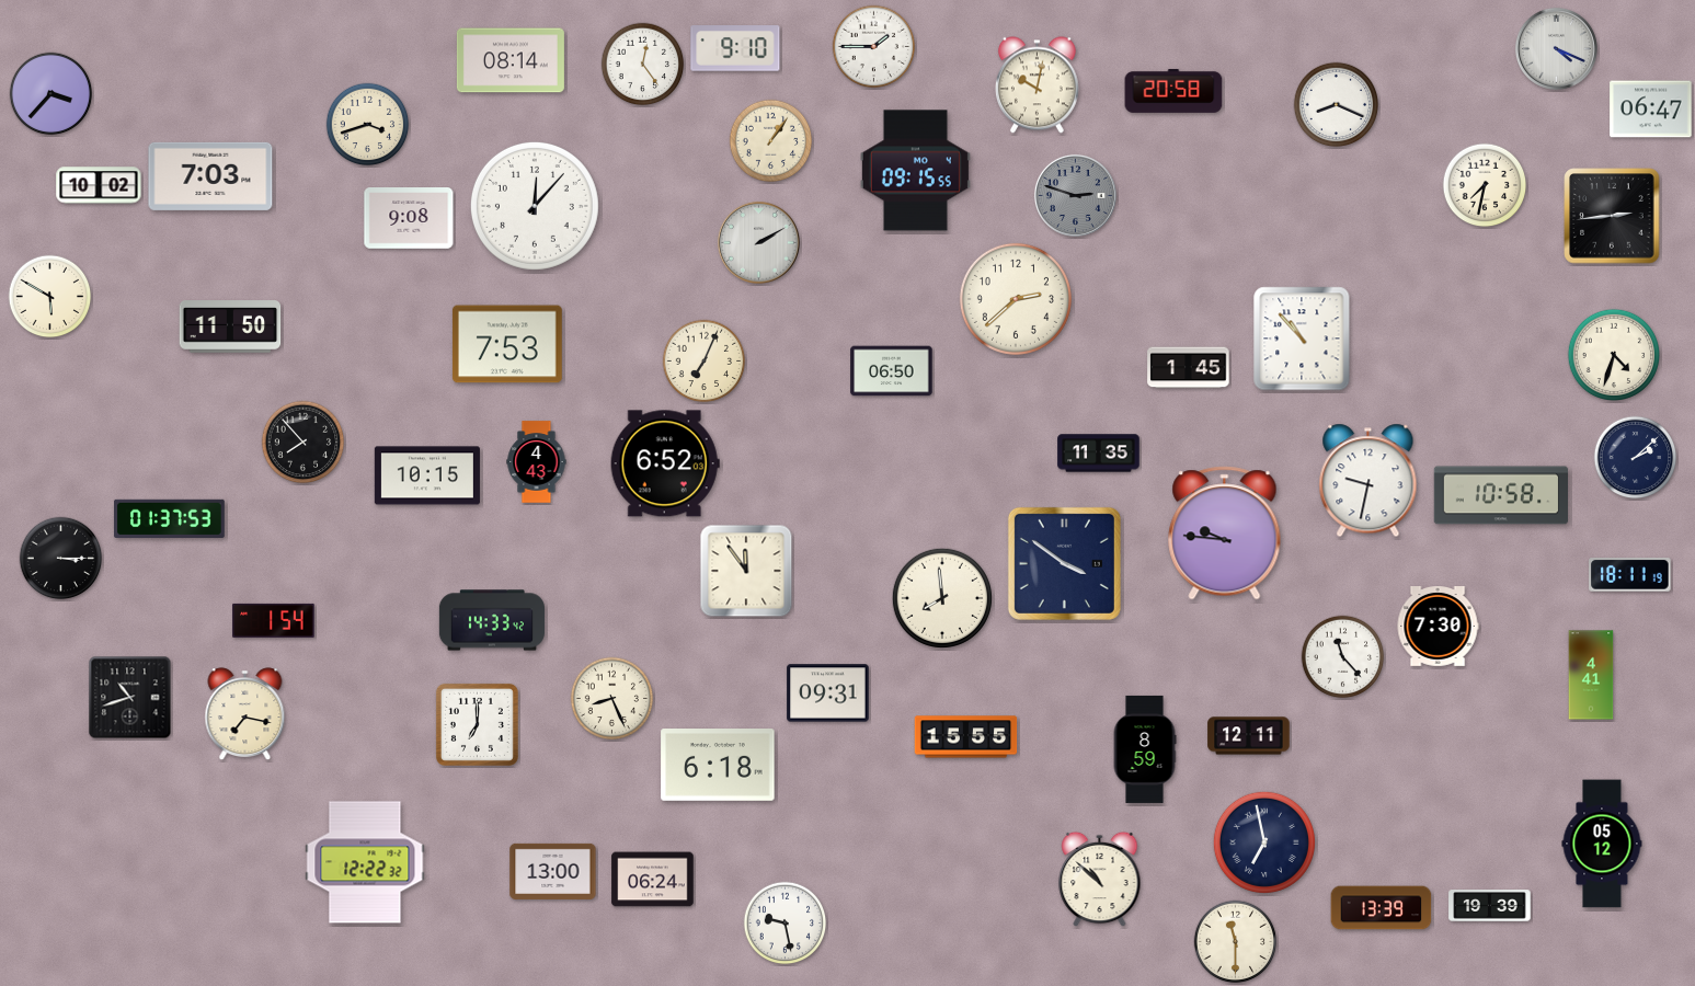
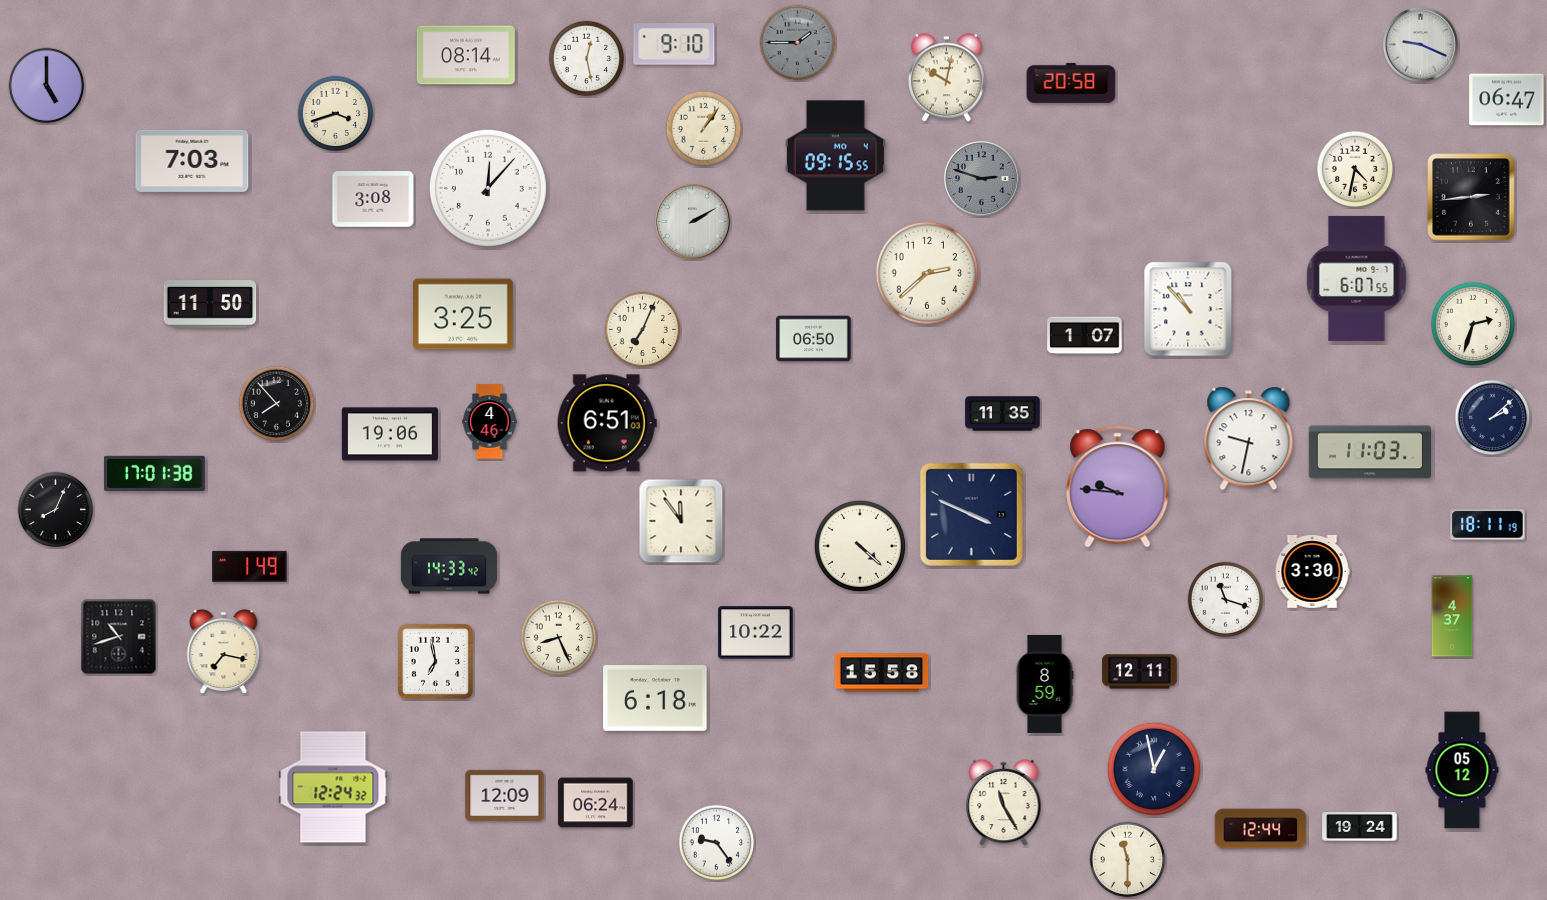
clock at (874, 47) dial: white -> grey
clock at (735, 48) position: (735, 48) -> (674, 44)
clock at (1556, 48): 4:19 -> 9:19
clock at (643, 65): 12:24 -> 12:28
clock at (51, 94): 3:37 -> 5:00
clock at (1337, 105): 8:19 -> none
clock at (99, 185): 10:02 -> none
clock at (1485, 185): 7:32 -> 4:32
clock at (409, 219): 9:08 -> 3:08
clock at (50, 297): 5:50 -> none
clock at (1357, 278): none -> 6:07
clock at (230, 328) position: (230, 328) -> (210, 305)
clock at (507, 344): 7:53 -> 3:25
clock at (1613, 354): 4:33 -> 2:33
clock at (1189, 368): 1:45 -> 1:07
clock at (537, 462): 4:43 -> 4:46
clock at (665, 463): 6:52 -> 6:51
clock at (427, 475): 10:15 -> 19:06
clock at (1500, 495): 10:58 -> 11:03
clock at (170, 518): 01:37 -> 17:01
clock at (61, 559): 3:15 -> 8:04
clock at (1064, 563): 3:51 -> 3:49
clock at (942, 598): 7:59 -> 4:22
clock at (274, 620): 1:54 -> 1:49
clock at (1438, 627): 7:30 -> 3:30
clock at (1343, 657): 11:23 -> 11:18
clock at (1591, 675): 4:41 -> 4:37
clock at (828, 693): 09:31 -> 10:22
clock at (477, 724): 7:00 -> 6:58
clock at (966, 737): 15:55 -> 15:58
clock at (1264, 842): 6:58 -> 12:58
clock at (365, 862): 12:22 -> 12:24
clock at (553, 871): 13:00 -> 12:09
clock at (1100, 880): 10:52 -> 11:25
clock at (1490, 906): 19:39 -> 19:24
clock at (1382, 908): 13:39 -> 12:44
clock at (786, 924): 9:28 -> 9:24
